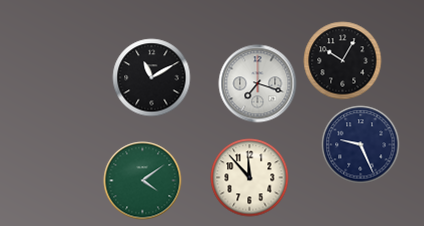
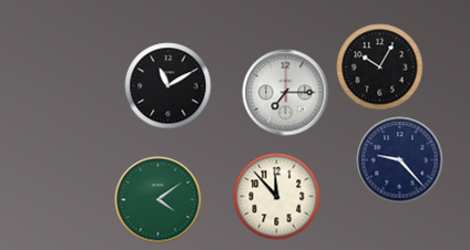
clock at (257, 83): 7:18 -> 7:15
clock at (360, 144): 9:26 -> 9:23
